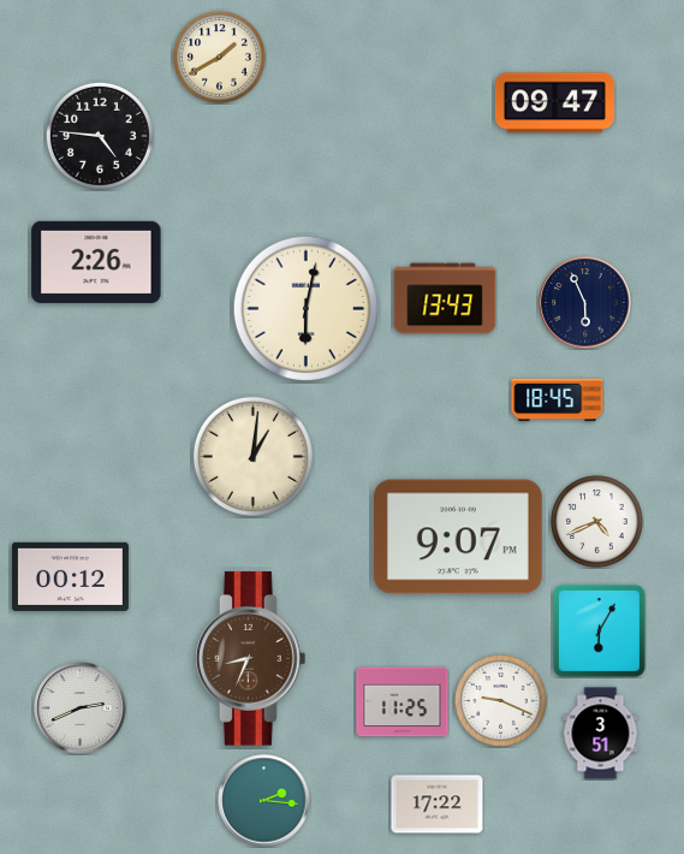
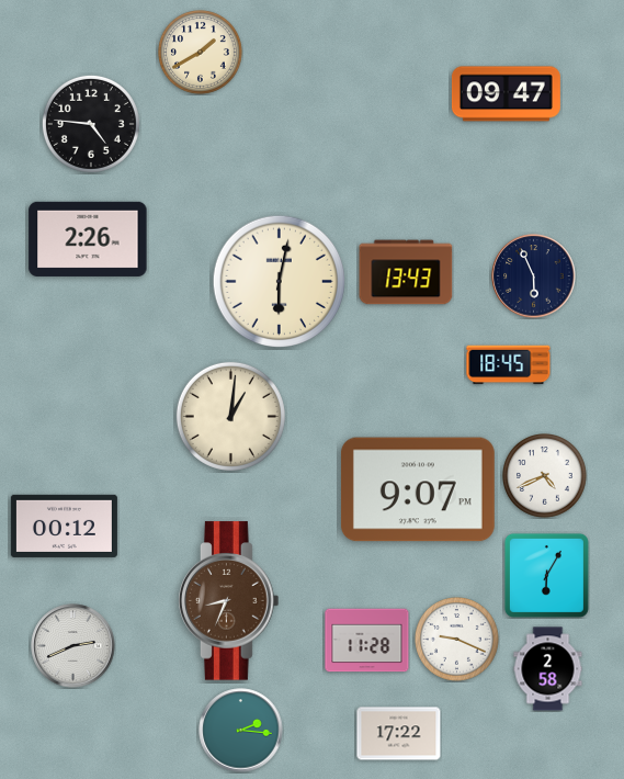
clock at (403, 702): 11:25 -> 11:28
clock at (601, 734): 3:51 -> 2:58
